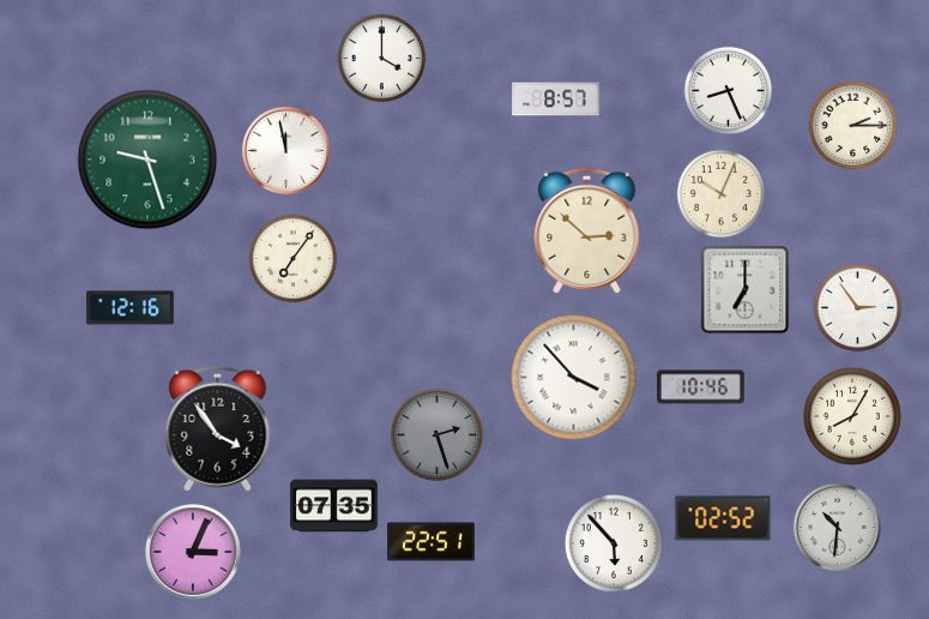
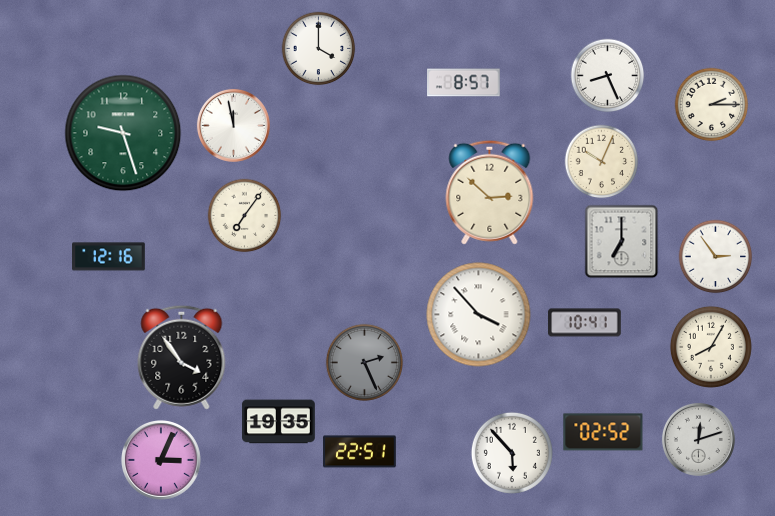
clock at (285, 150) position: (285, 150) -> (233, 125)
clock at (701, 387): 10:46 -> 10:41
clock at (436, 434): 2:27 -> 2:26
clock at (334, 506): 07:35 -> 19:35
clock at (837, 527): 10:31 -> 12:12
